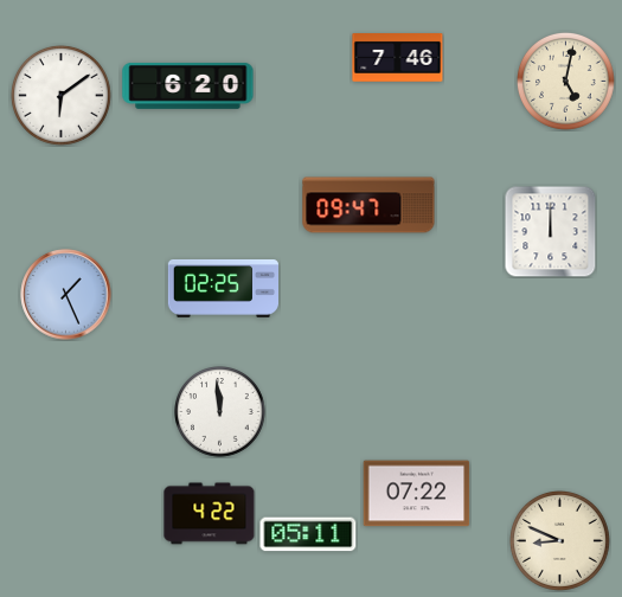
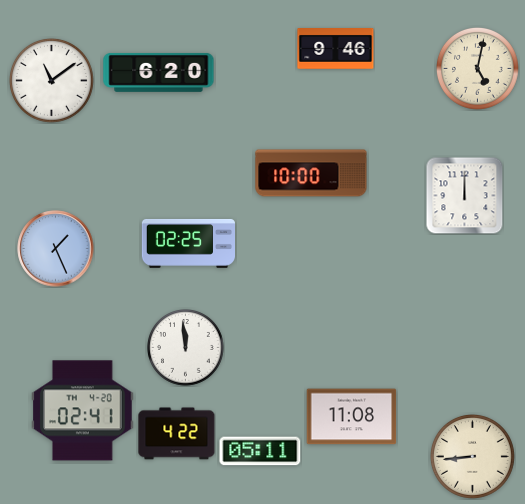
clock at (398, 58): 7:46 -> 9:46
clock at (60, 95): 6:09 -> 11:09
clock at (368, 205): 09:47 -> 10:00
clock at (83, 411): none -> 02:41
clock at (417, 494): 07:22 -> 11:08
clock at (559, 540): 8:49 -> 8:44
